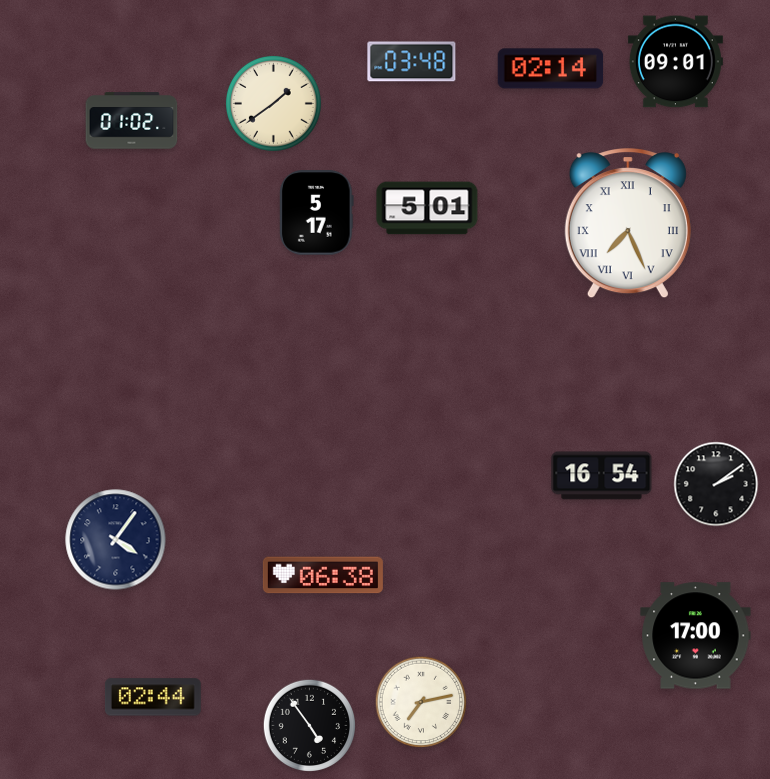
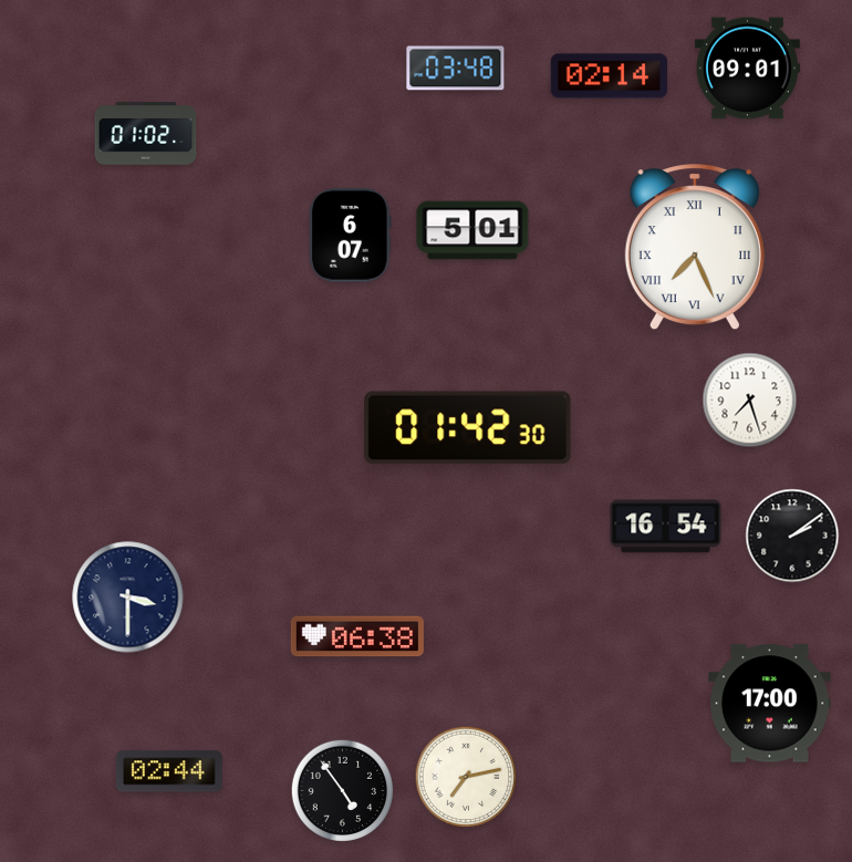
clock at (273, 103): 1:39 -> none
clock at (317, 213): 5:17 -> 6:07
clock at (750, 401): none -> 7:27
clock at (468, 428): none -> 01:42
clock at (116, 540): 4:06 -> 3:30
clock at (309, 725) position: (309, 725) -> (342, 790)
